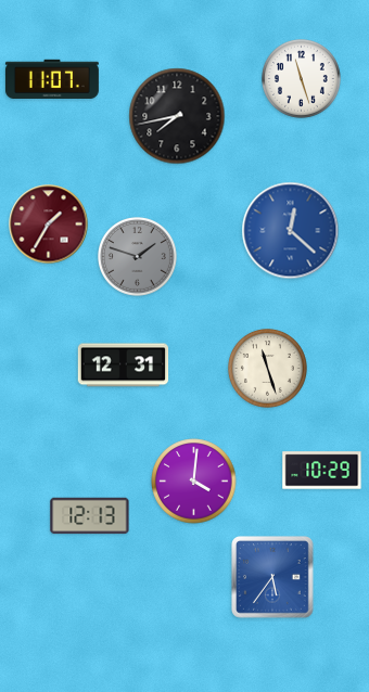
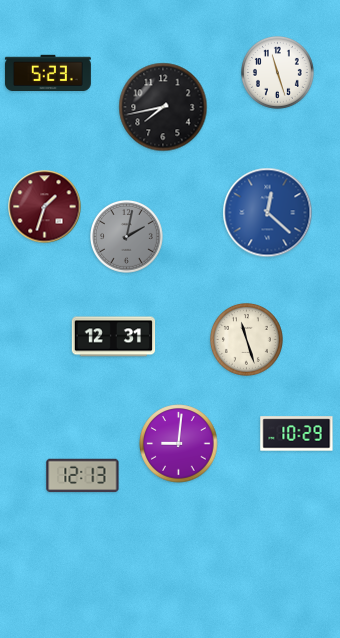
clock at (52, 78): 11:07 -> 5:23
clock at (49, 225): 1:35 -> 1:33
clock at (138, 257): 1:48 -> 2:02
clock at (194, 482): 4:01 -> 9:01
clock at (273, 578): 5:36 -> none
